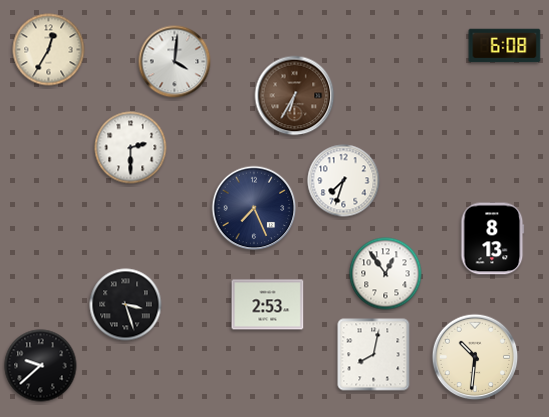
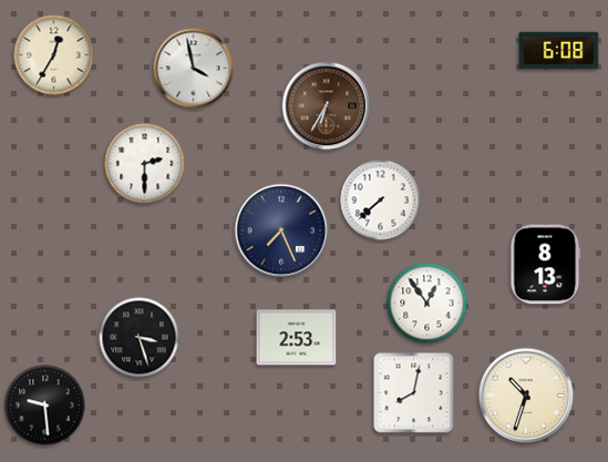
clock at (175, 62): 4:01 -> 3:58
clock at (344, 181): 7:33 -> 7:38
clock at (475, 357): 10:31 -> 10:33
clock at (41, 366): 9:38 -> 9:29
